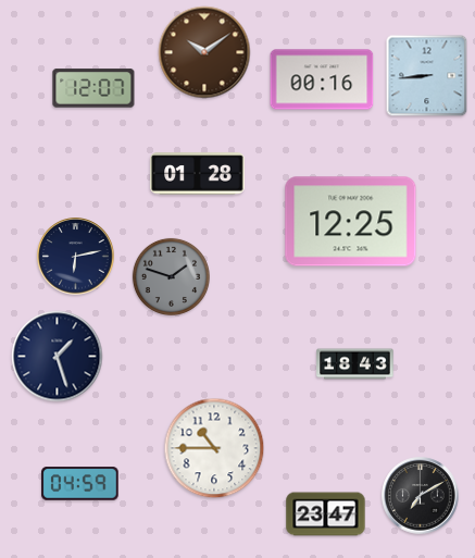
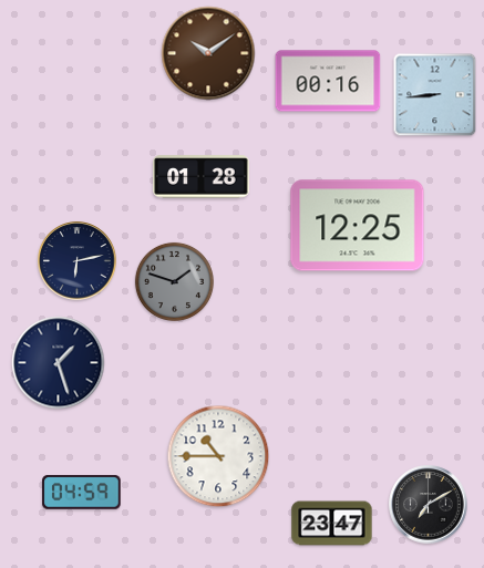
clock at (427, 76) position: (427, 76) -> (435, 95)
clock at (93, 88): 12:07 -> none
clock at (355, 364): 18:43 -> none
